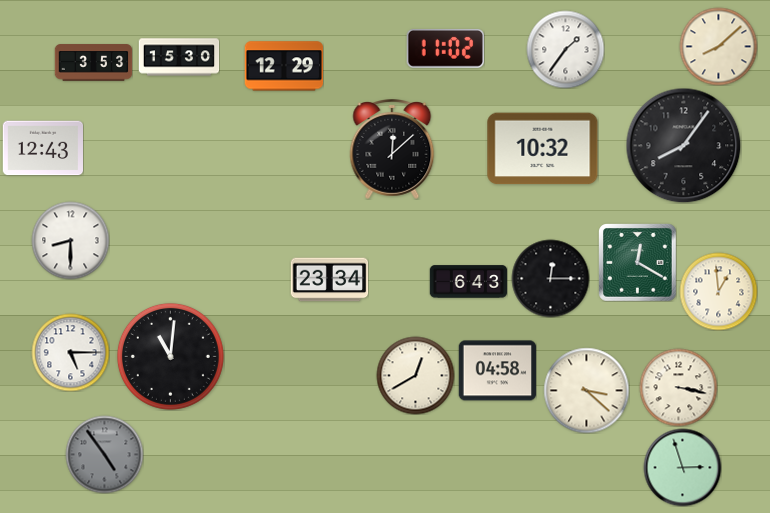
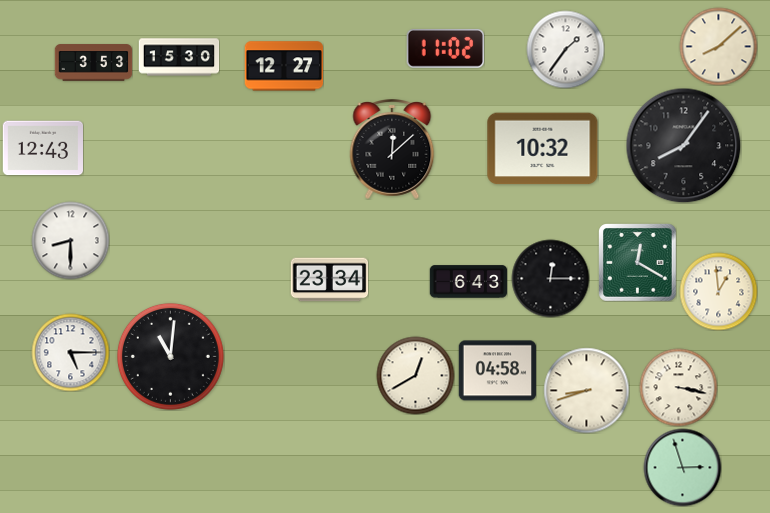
clock at (284, 66): 12:29 -> 12:27
clock at (586, 390): 3:22 -> 8:42
clock at (104, 454): 4:54 -> none
